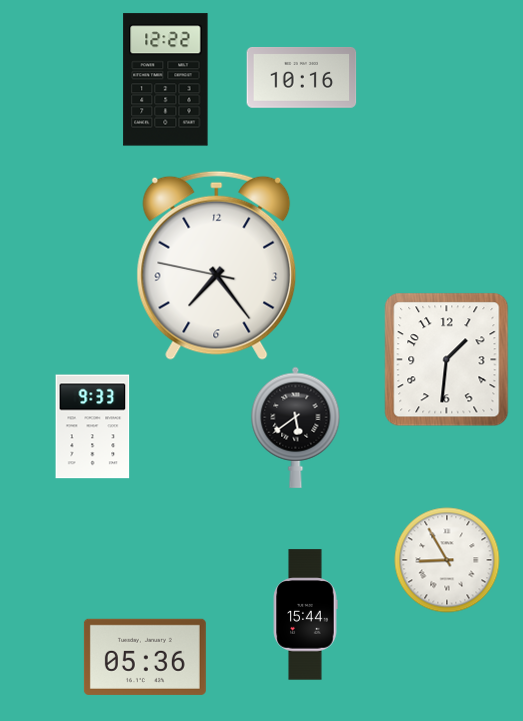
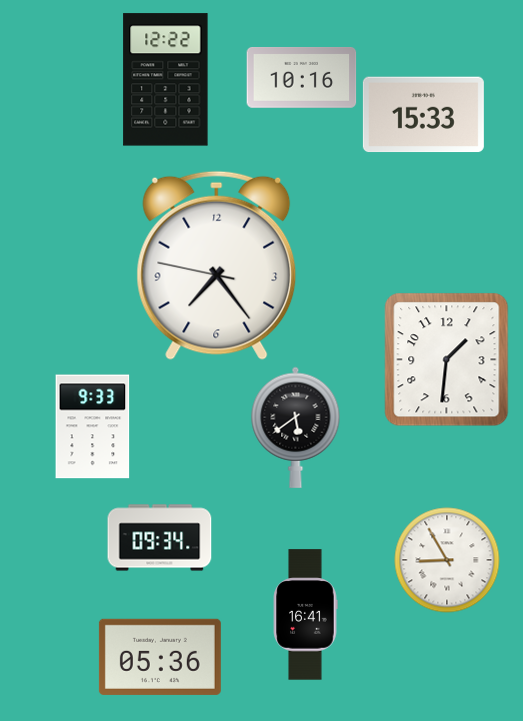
clock at (423, 115): none -> 15:33
clock at (160, 538): none -> 09:34
clock at (305, 615): 15:44 -> 16:41
clock at (145, 657) position: (145, 657) -> (160, 657)
